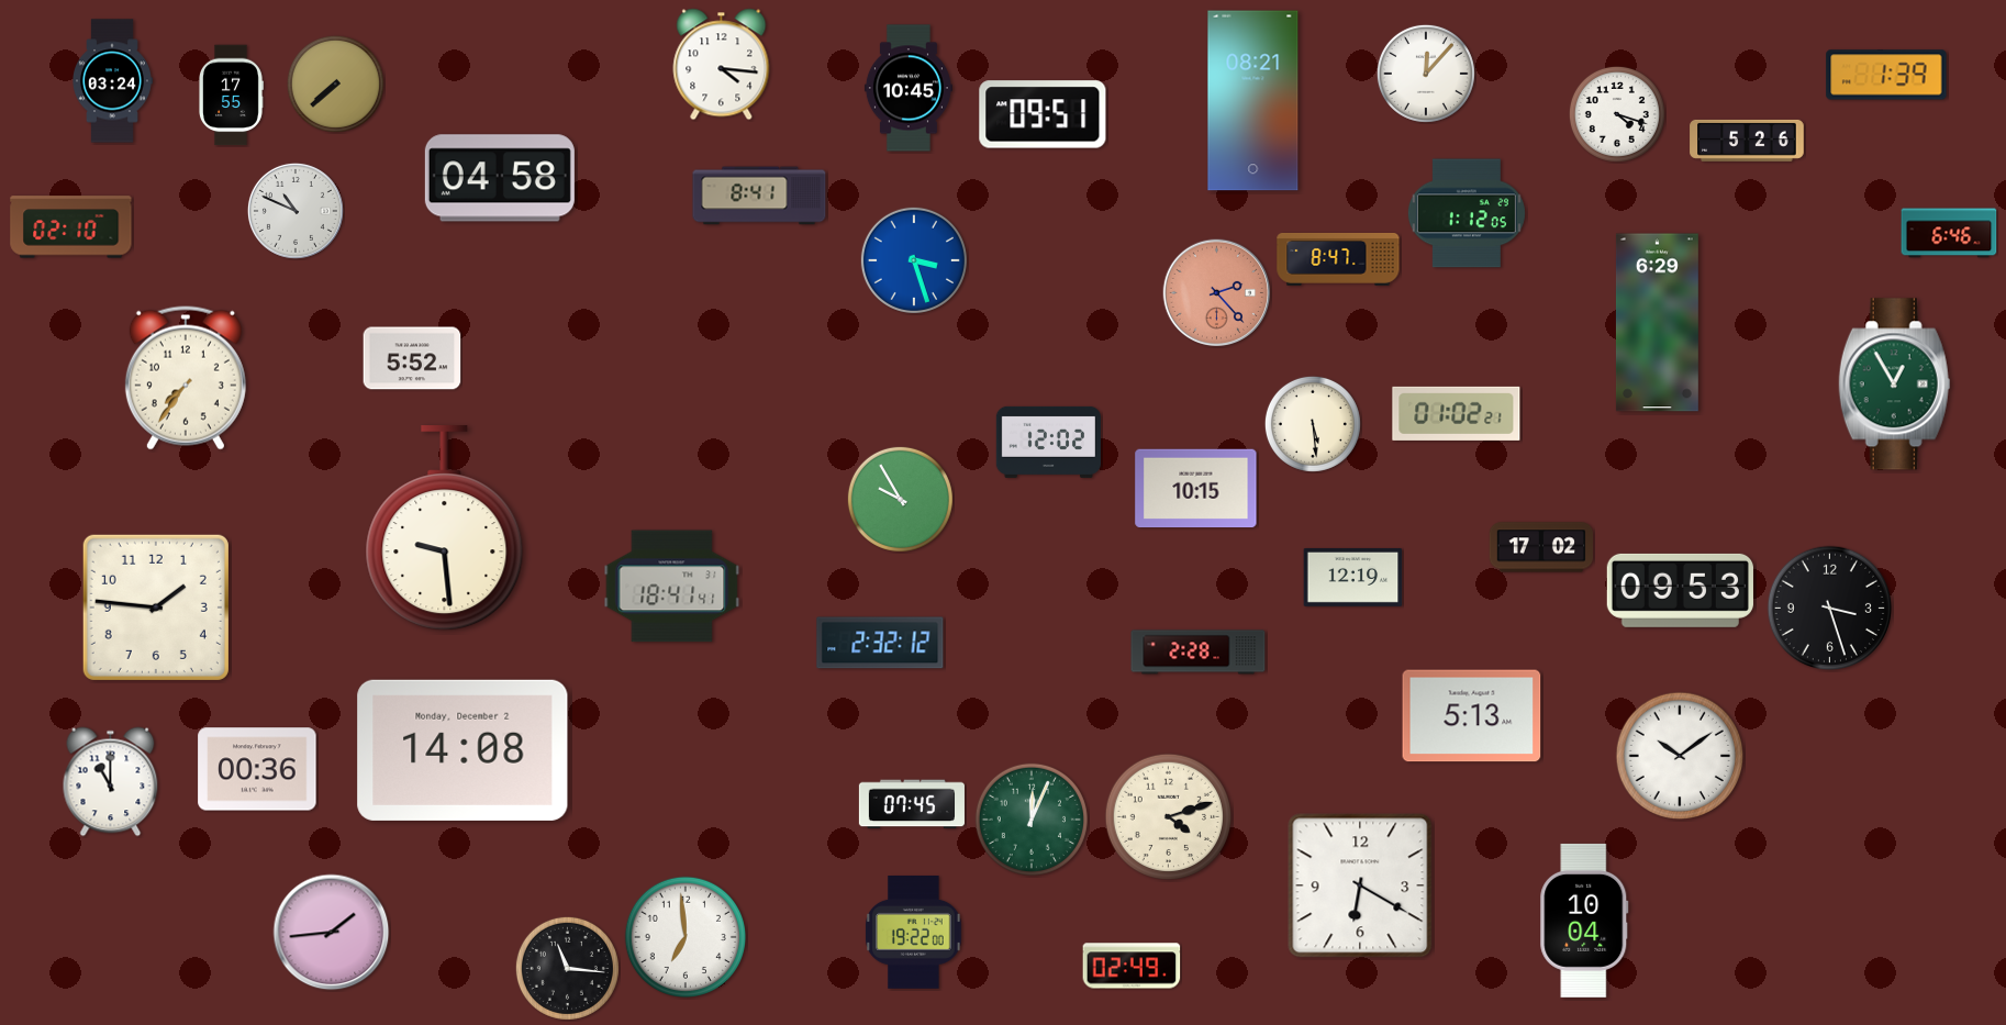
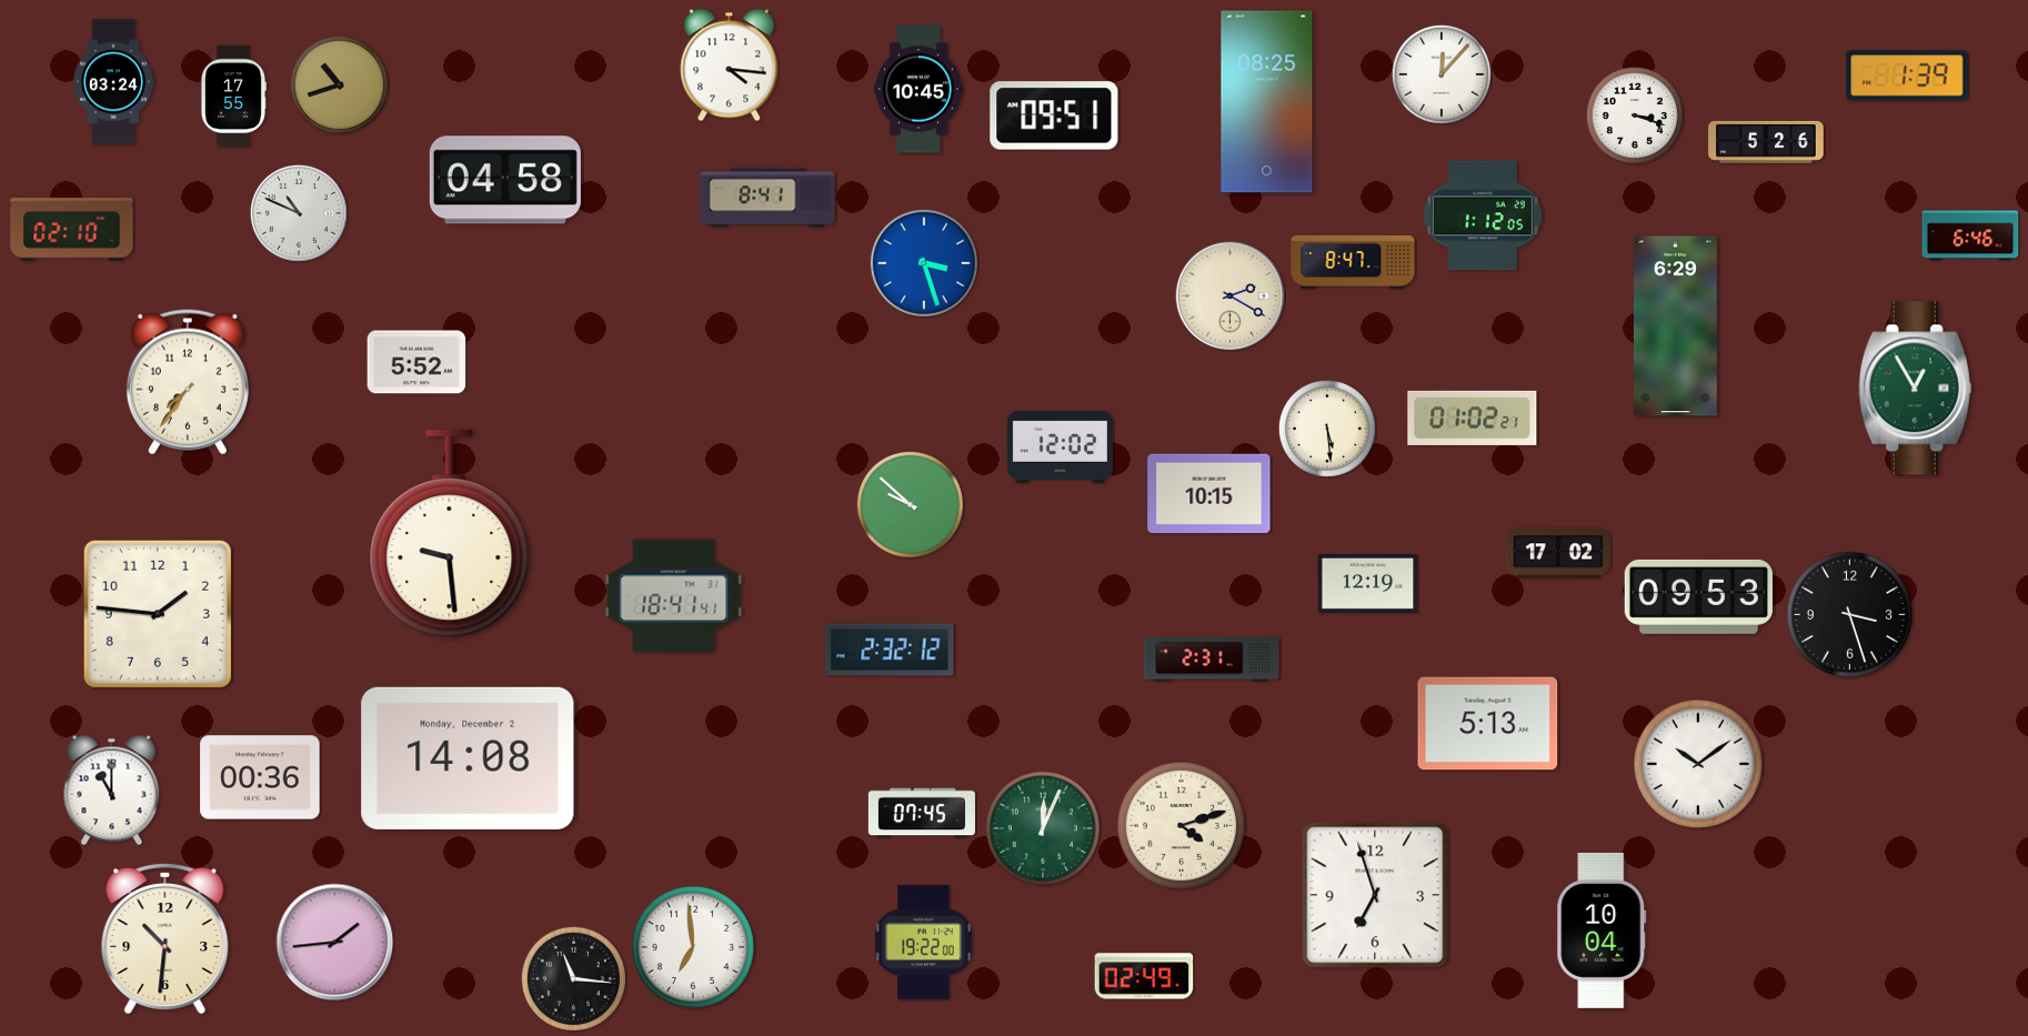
clock at (335, 83): 7:38 -> 10:42
clock at (1253, 101): 08:21 -> 08:25
clock at (1617, 114): 4:18 -> 3:18
clock at (1217, 293): 2:23 -> 2:20
clock at (1217, 293) dial: salmon -> cream
clock at (900, 499): 9:55 -> 9:52
clock at (672, 587) position: (672, 587) -> (674, 596)
clock at (1199, 653): 2:28 -> 2:31
clock at (1360, 885): 6:20 -> 6:57
clock at (165, 937): none -> 10:31
